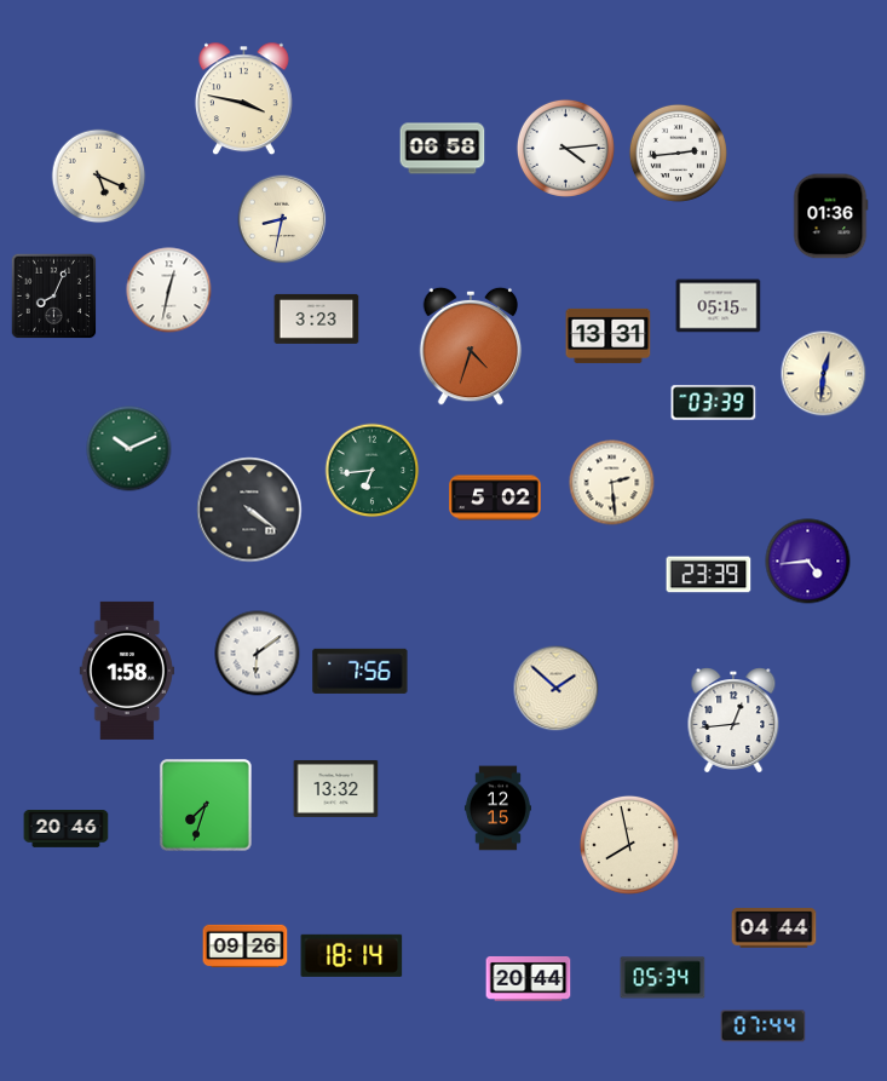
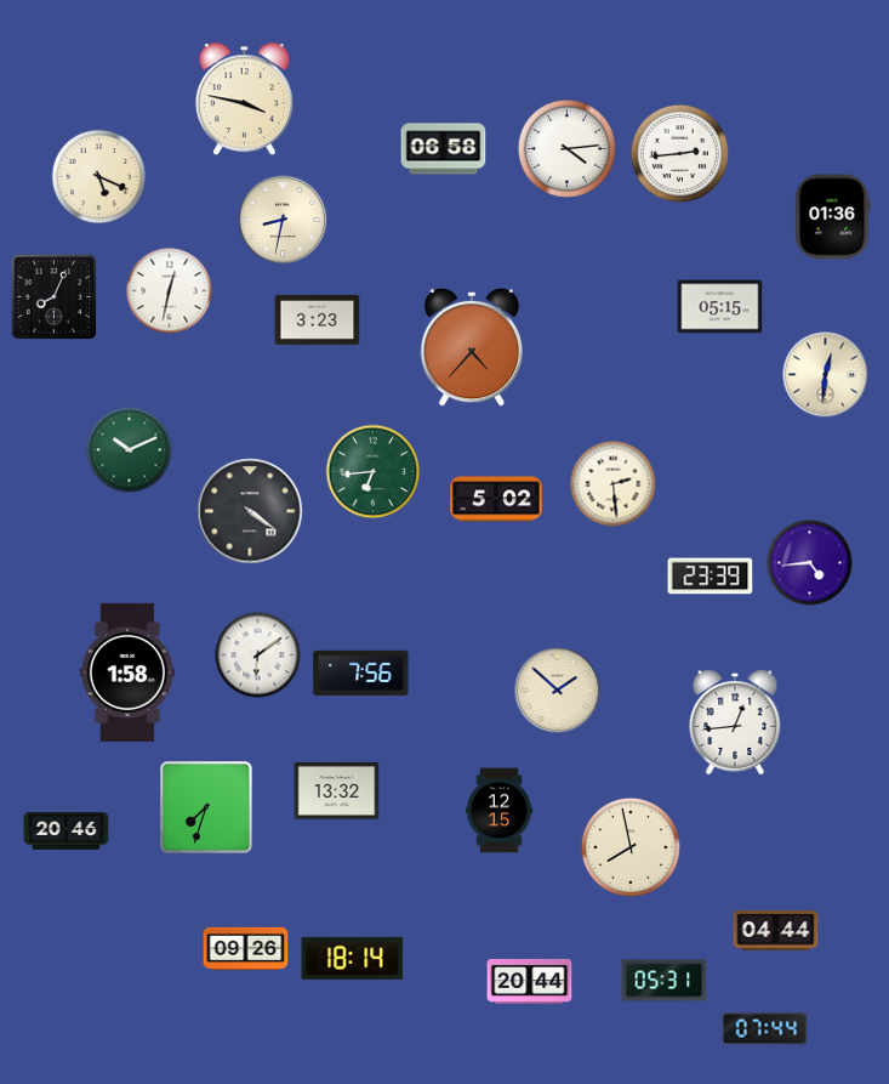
clock at (609, 335): 13:31 -> none
clock at (471, 346): 4:33 -> 4:37
clock at (714, 403): 03:39 -> none
clock at (663, 978): 05:34 -> 05:31
